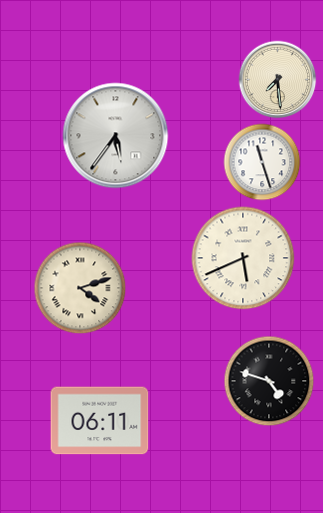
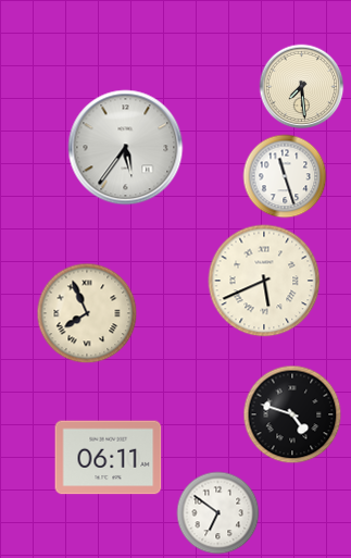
clock at (80, 288): 4:12 -> 7:56
clock at (218, 513): none -> 6:51
